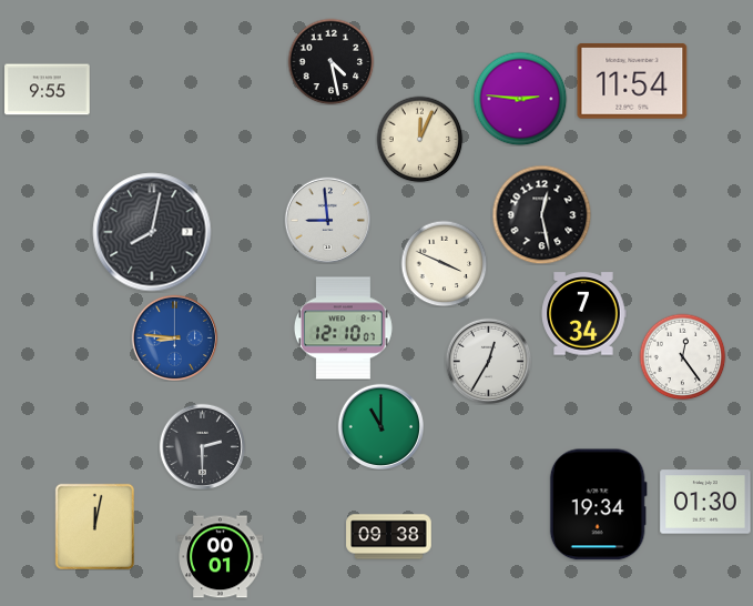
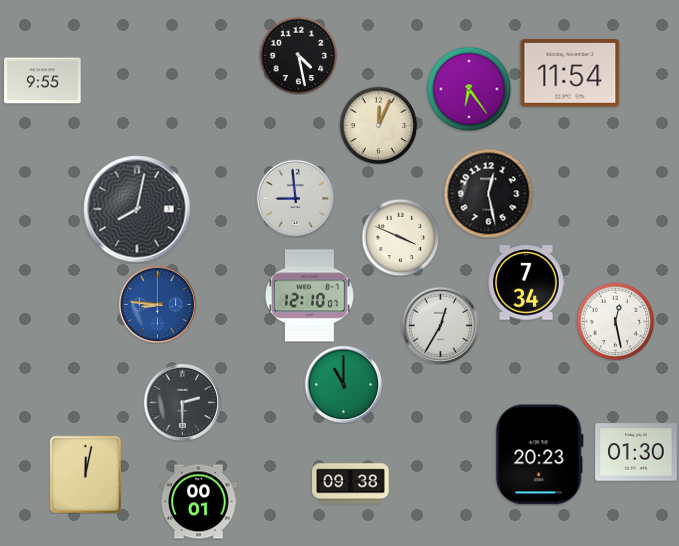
clock at (520, 99): 2:46 -> 6:24
clock at (682, 356): 12:24 -> 12:28
clock at (598, 505): 19:34 -> 20:23
